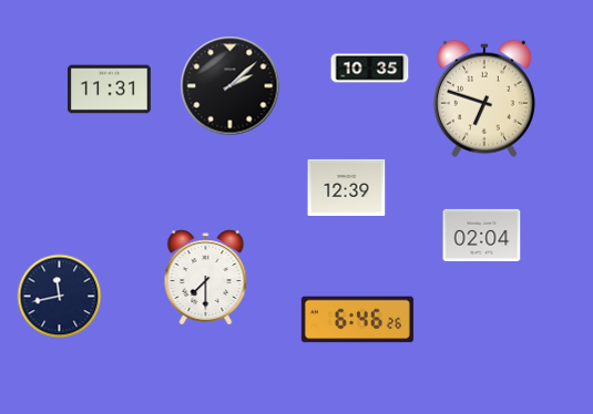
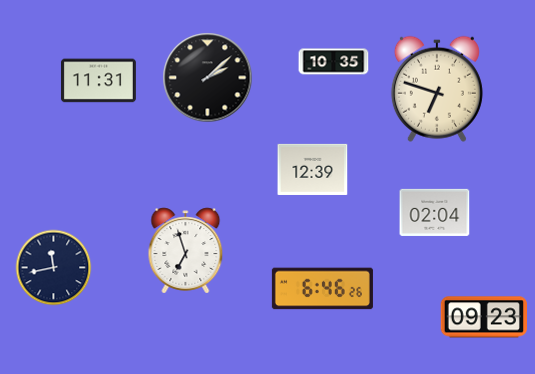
clock at (206, 278): 7:30 -> 6:57
clock at (483, 317): none -> 09:23
